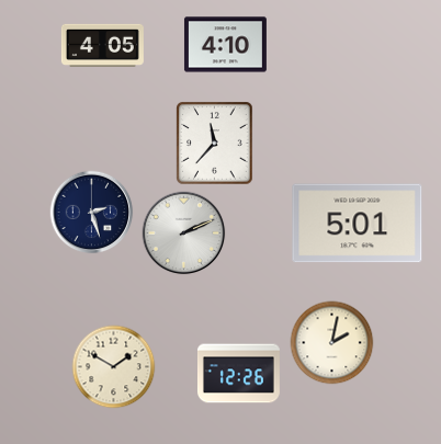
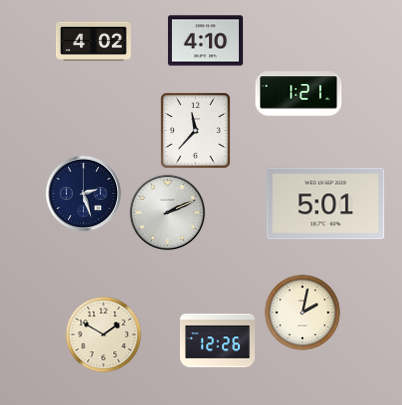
clock at (102, 45): 4:05 -> 4:02
clock at (299, 94): none -> 1:21
